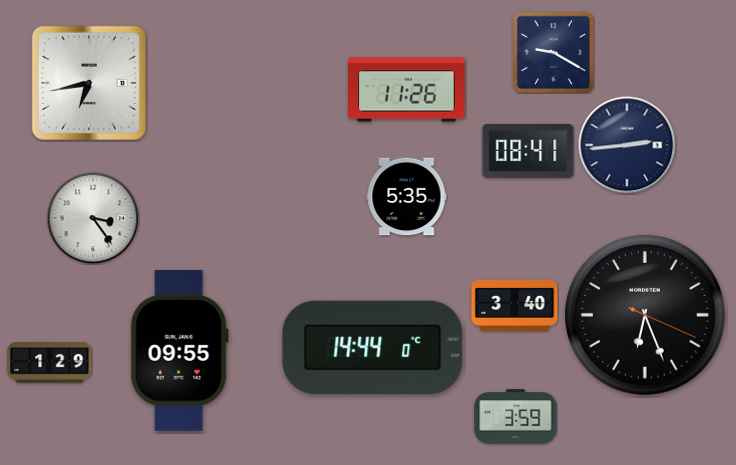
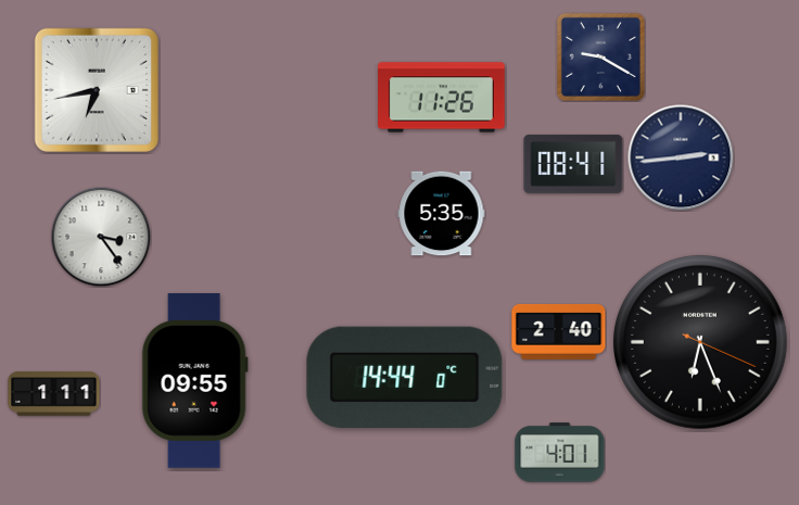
clock at (515, 305): 3:40 -> 2:40
clock at (50, 363): 1:29 -> 1:11
clock at (516, 417): 3:59 -> 4:01
